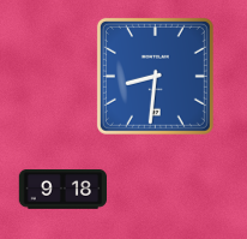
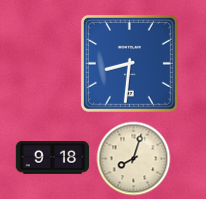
clock at (134, 159): none -> 8:03
